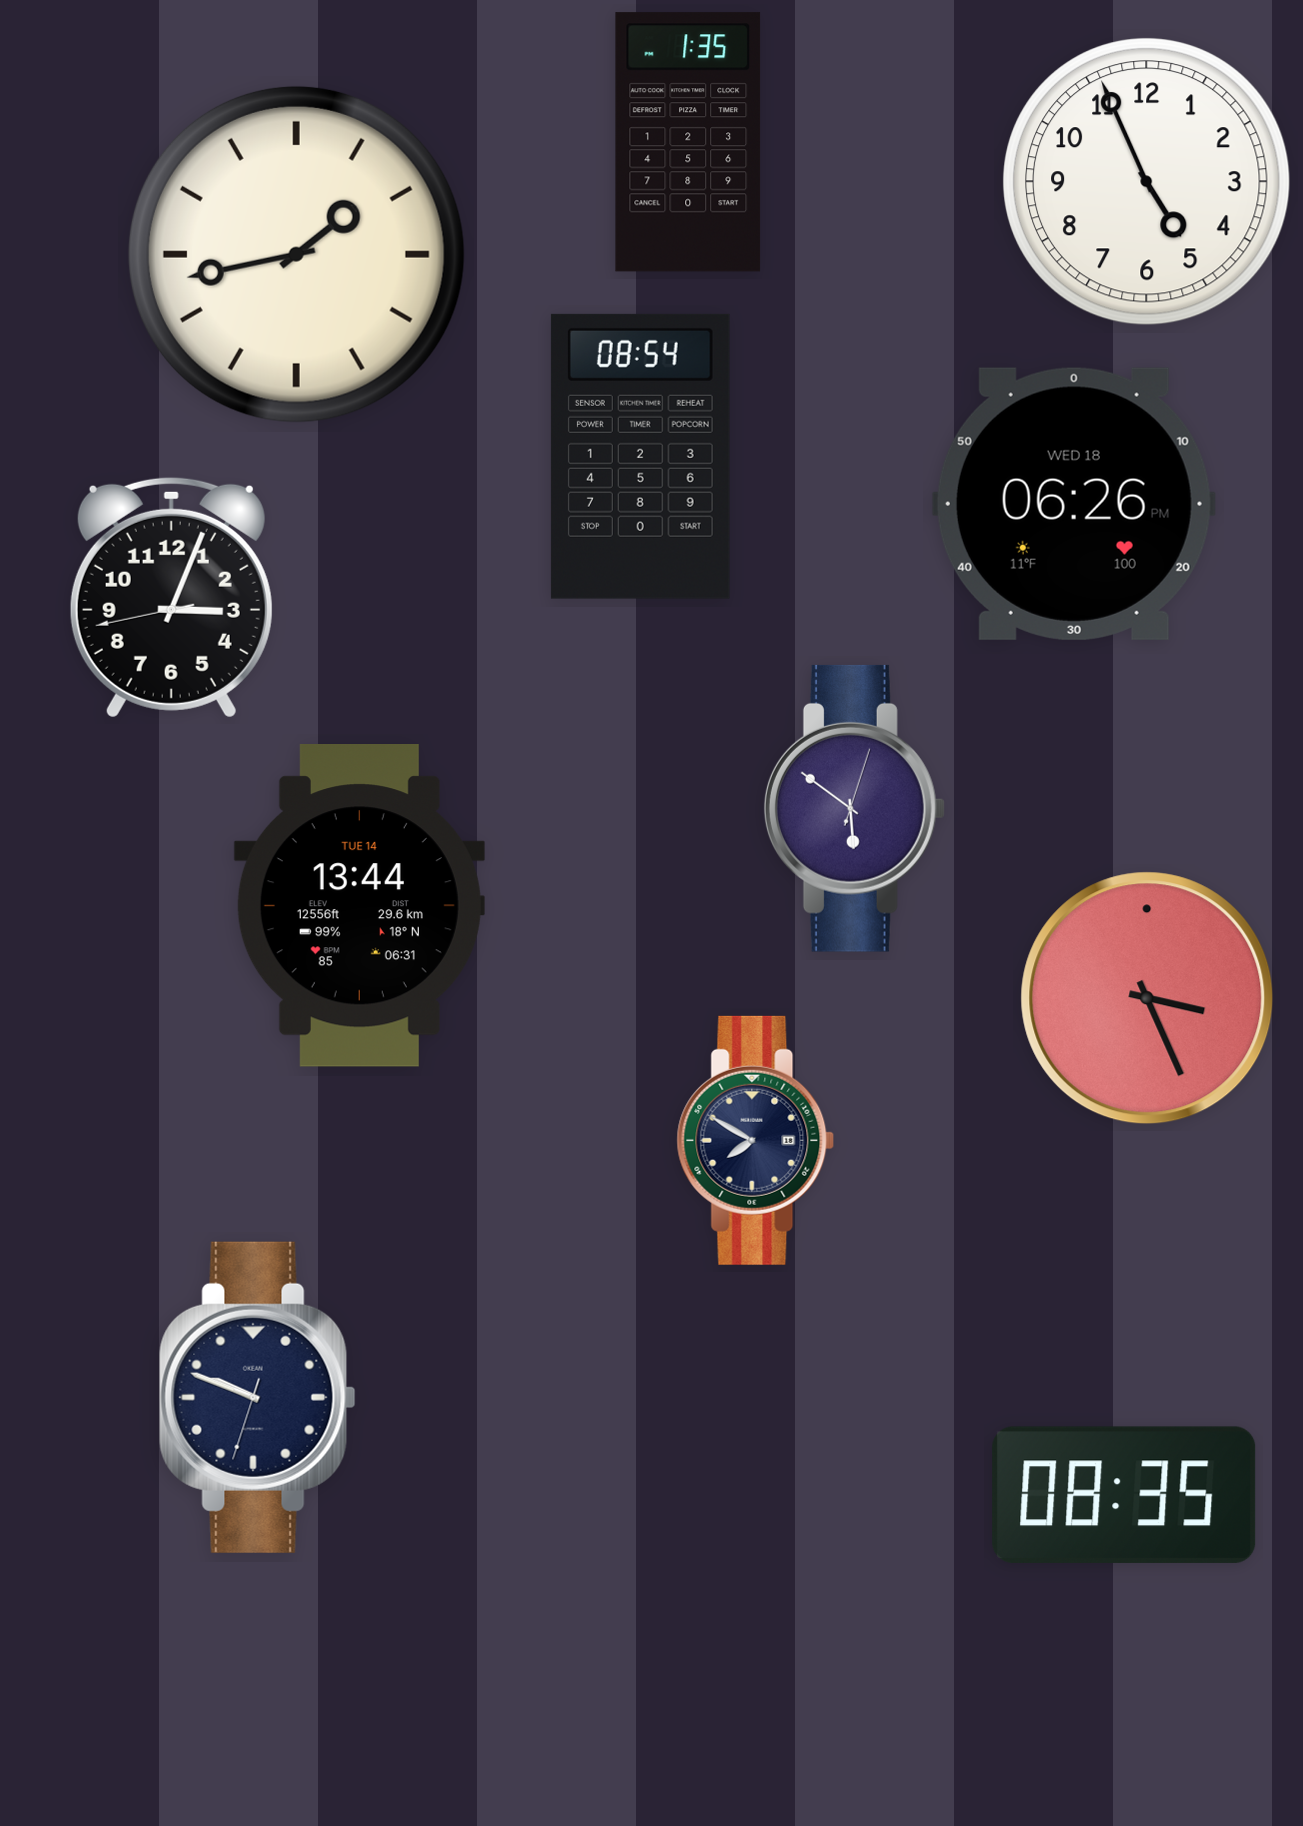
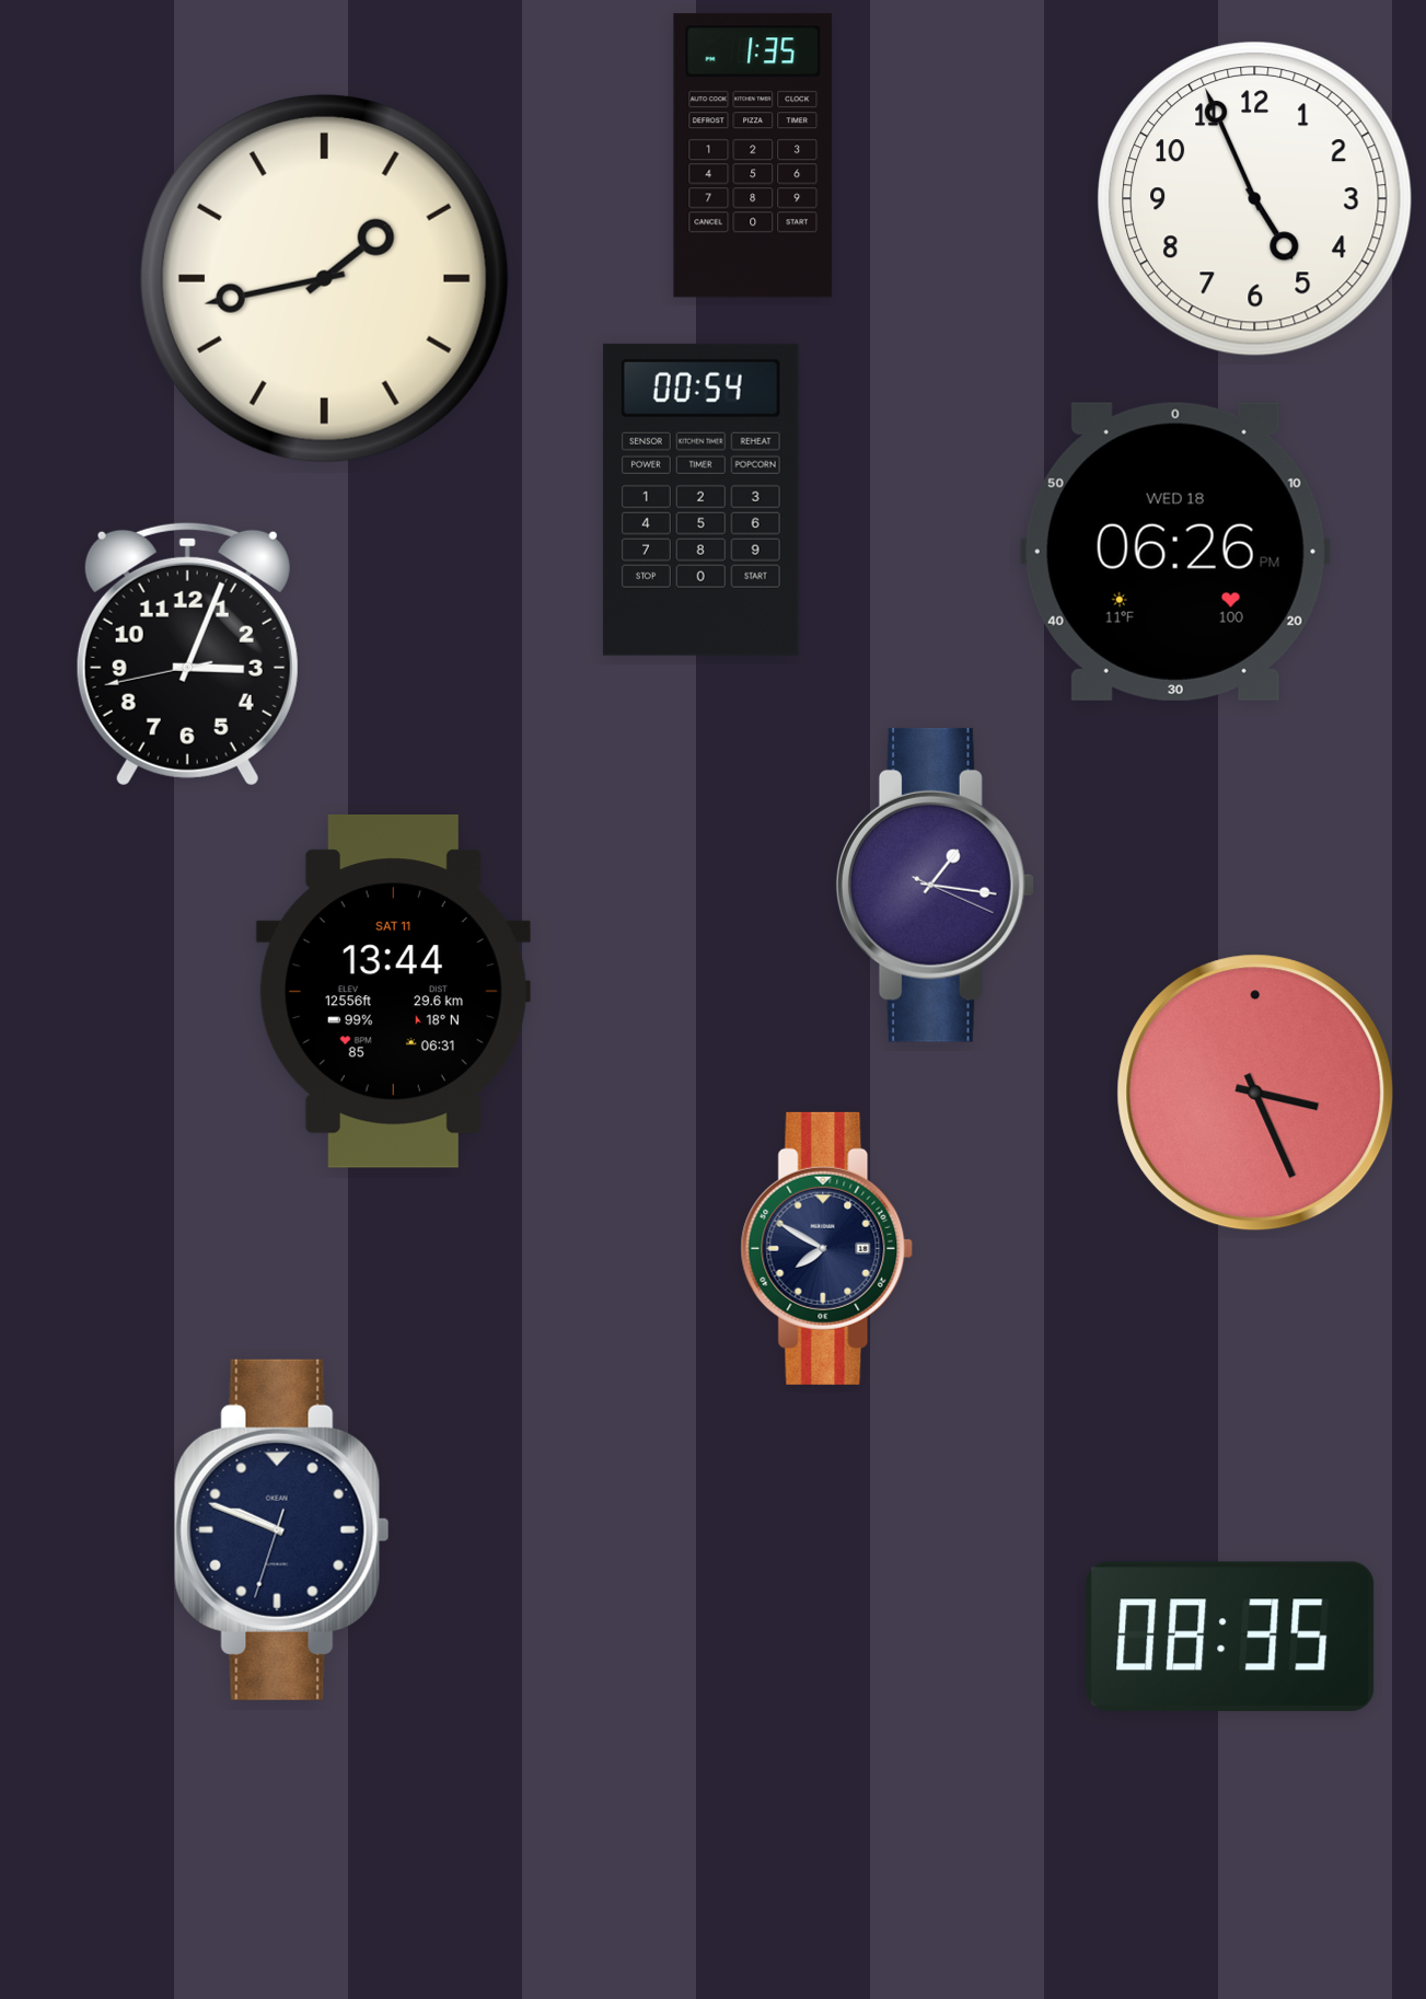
clock at (640, 456): 08:54 -> 00:54
clock at (854, 808): 5:51 -> 1:16
clock at (359, 906) date: TUE 14 -> SAT 11
